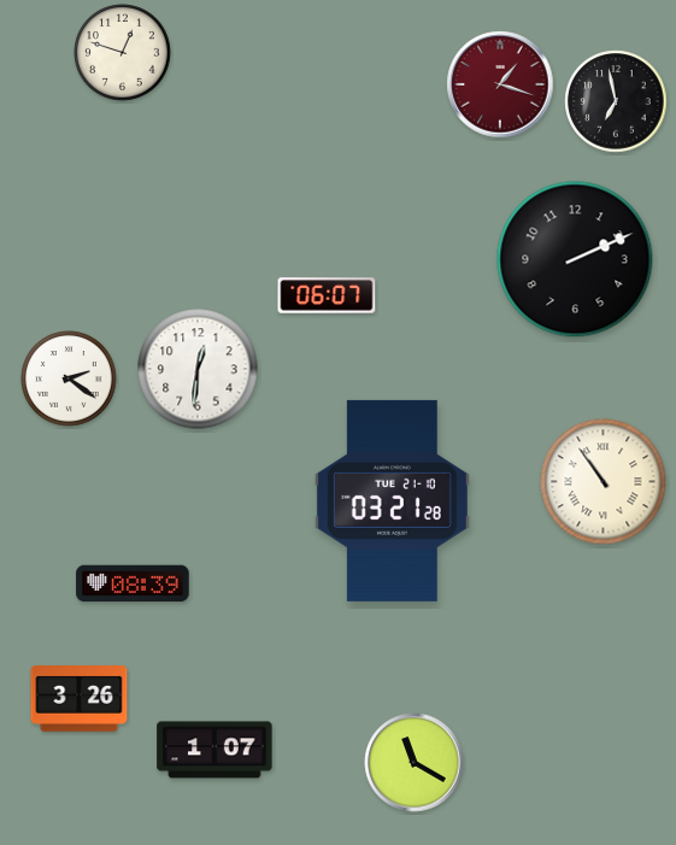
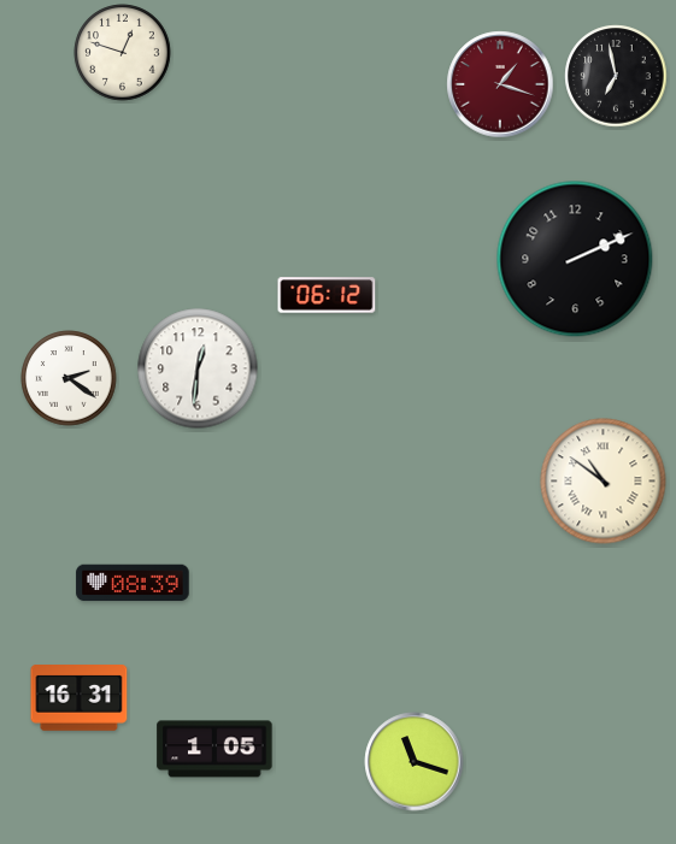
clock at (616, 101) position: (616, 101) -> (616, 76)
clock at (327, 295): 06:07 -> 06:12
clock at (604, 482): 10:54 -> 10:51
clock at (392, 500): 03:21 -> none
clock at (80, 699): 3:26 -> 16:31
clock at (214, 750): 1:07 -> 1:05
clock at (415, 763): 11:20 -> 11:18
